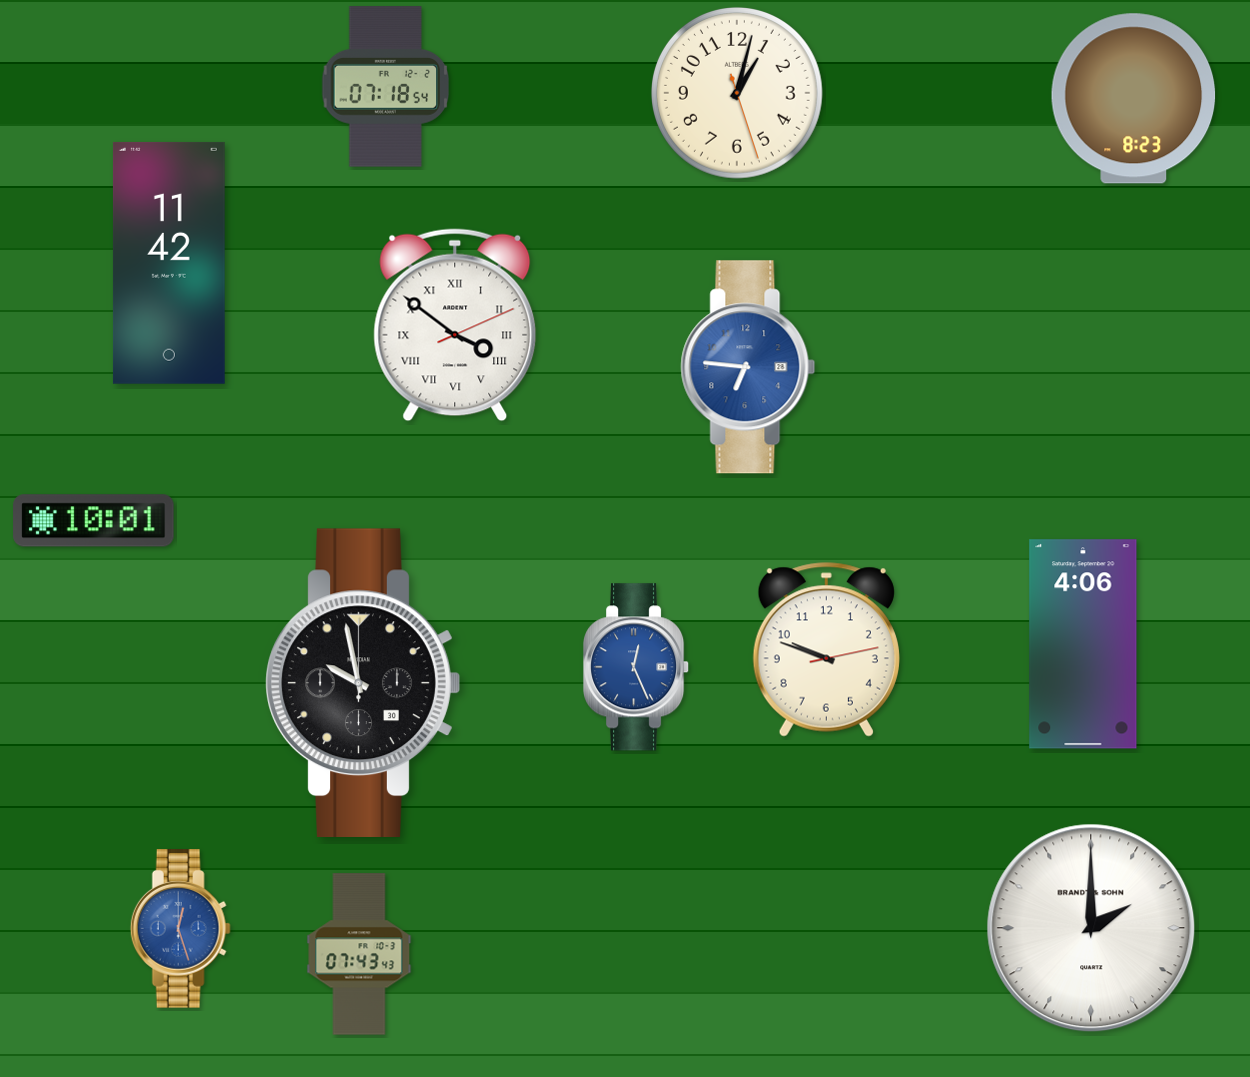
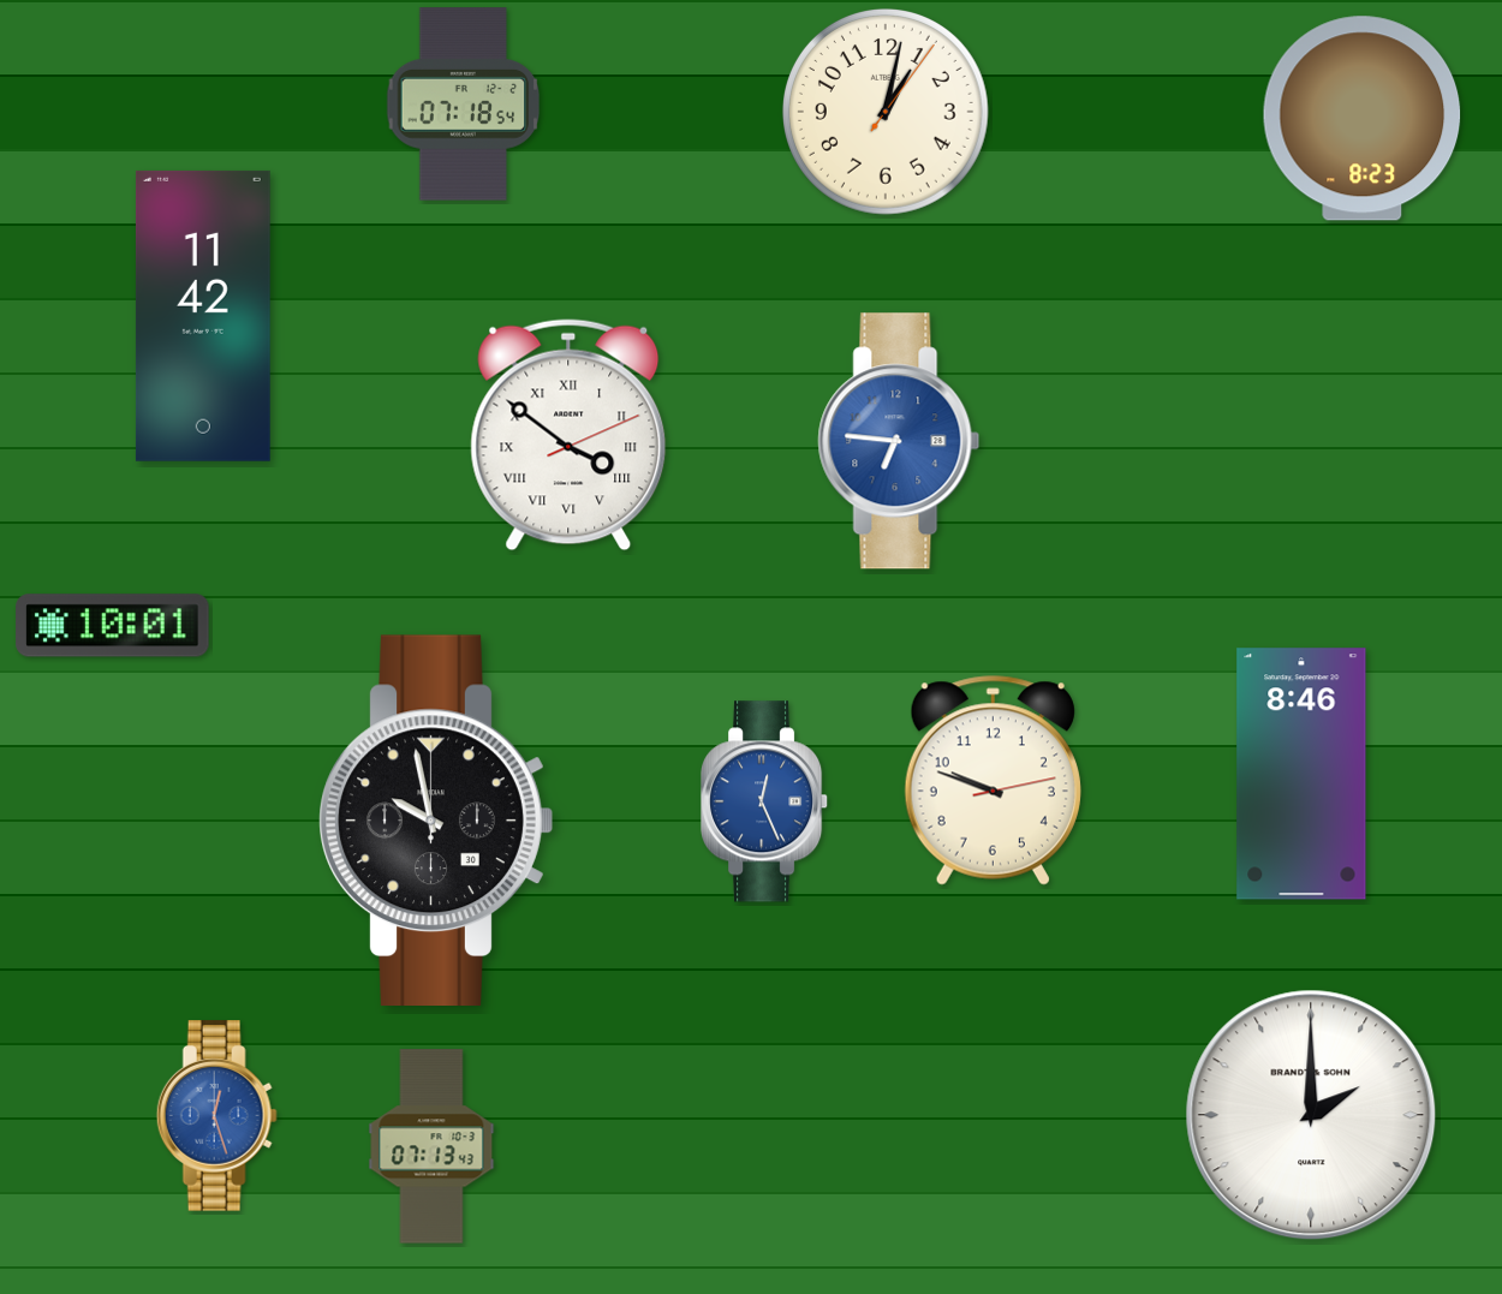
clock at (737, 93): 1:02:27 -> 1:02:06
clock at (455, 325) position: (455, 325) -> (568, 435)
clock at (1083, 644): 4:06 -> 8:46
clock at (359, 954): 07:43 -> 07:13
